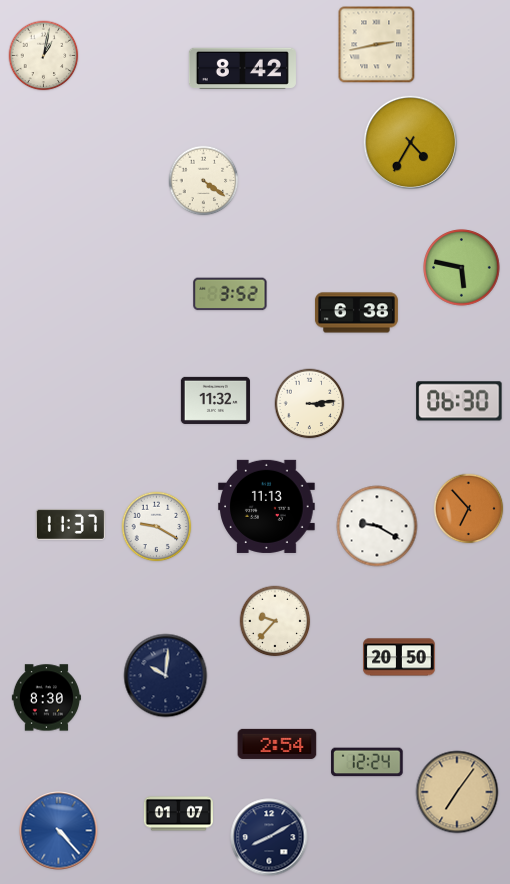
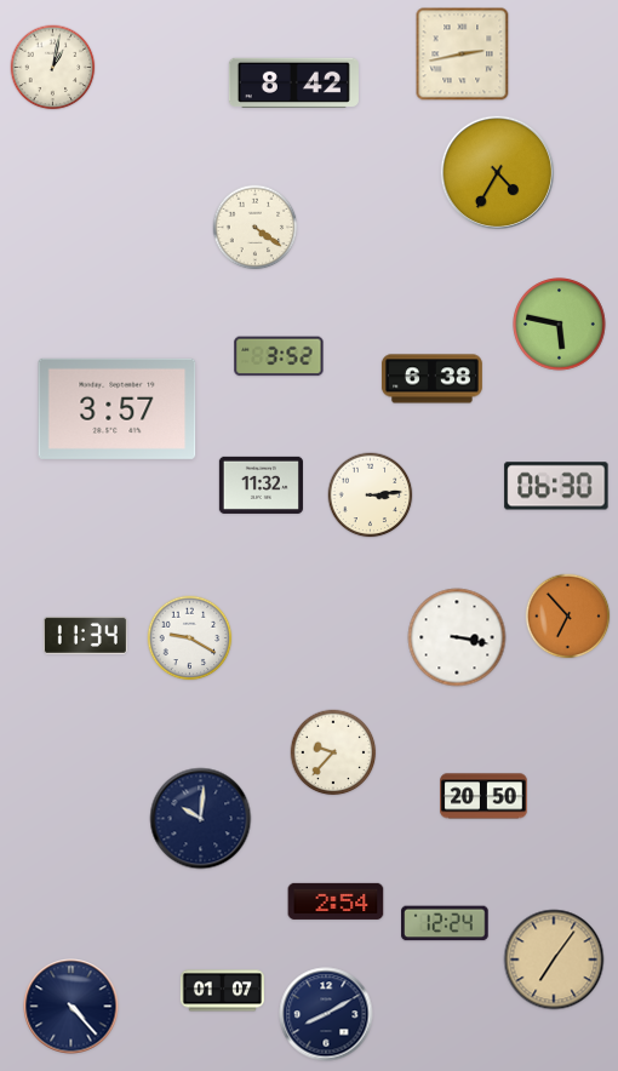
clock at (377, 45) position: (377, 45) -> (463, 55)
clock at (204, 181) position: (204, 181) -> (256, 228)
clock at (118, 408): none -> 3:57
clock at (310, 404) position: (310, 404) -> (371, 496)
clock at (267, 506): 11:13 -> none
clock at (70, 524): 11:37 -> 11:34
clock at (377, 526): 9:20 -> 3:17
clock at (46, 698): 8:30 -> none
clock at (178, 814) position: (178, 814) -> (222, 991)
clock at (59, 831) dial: blue -> navy
